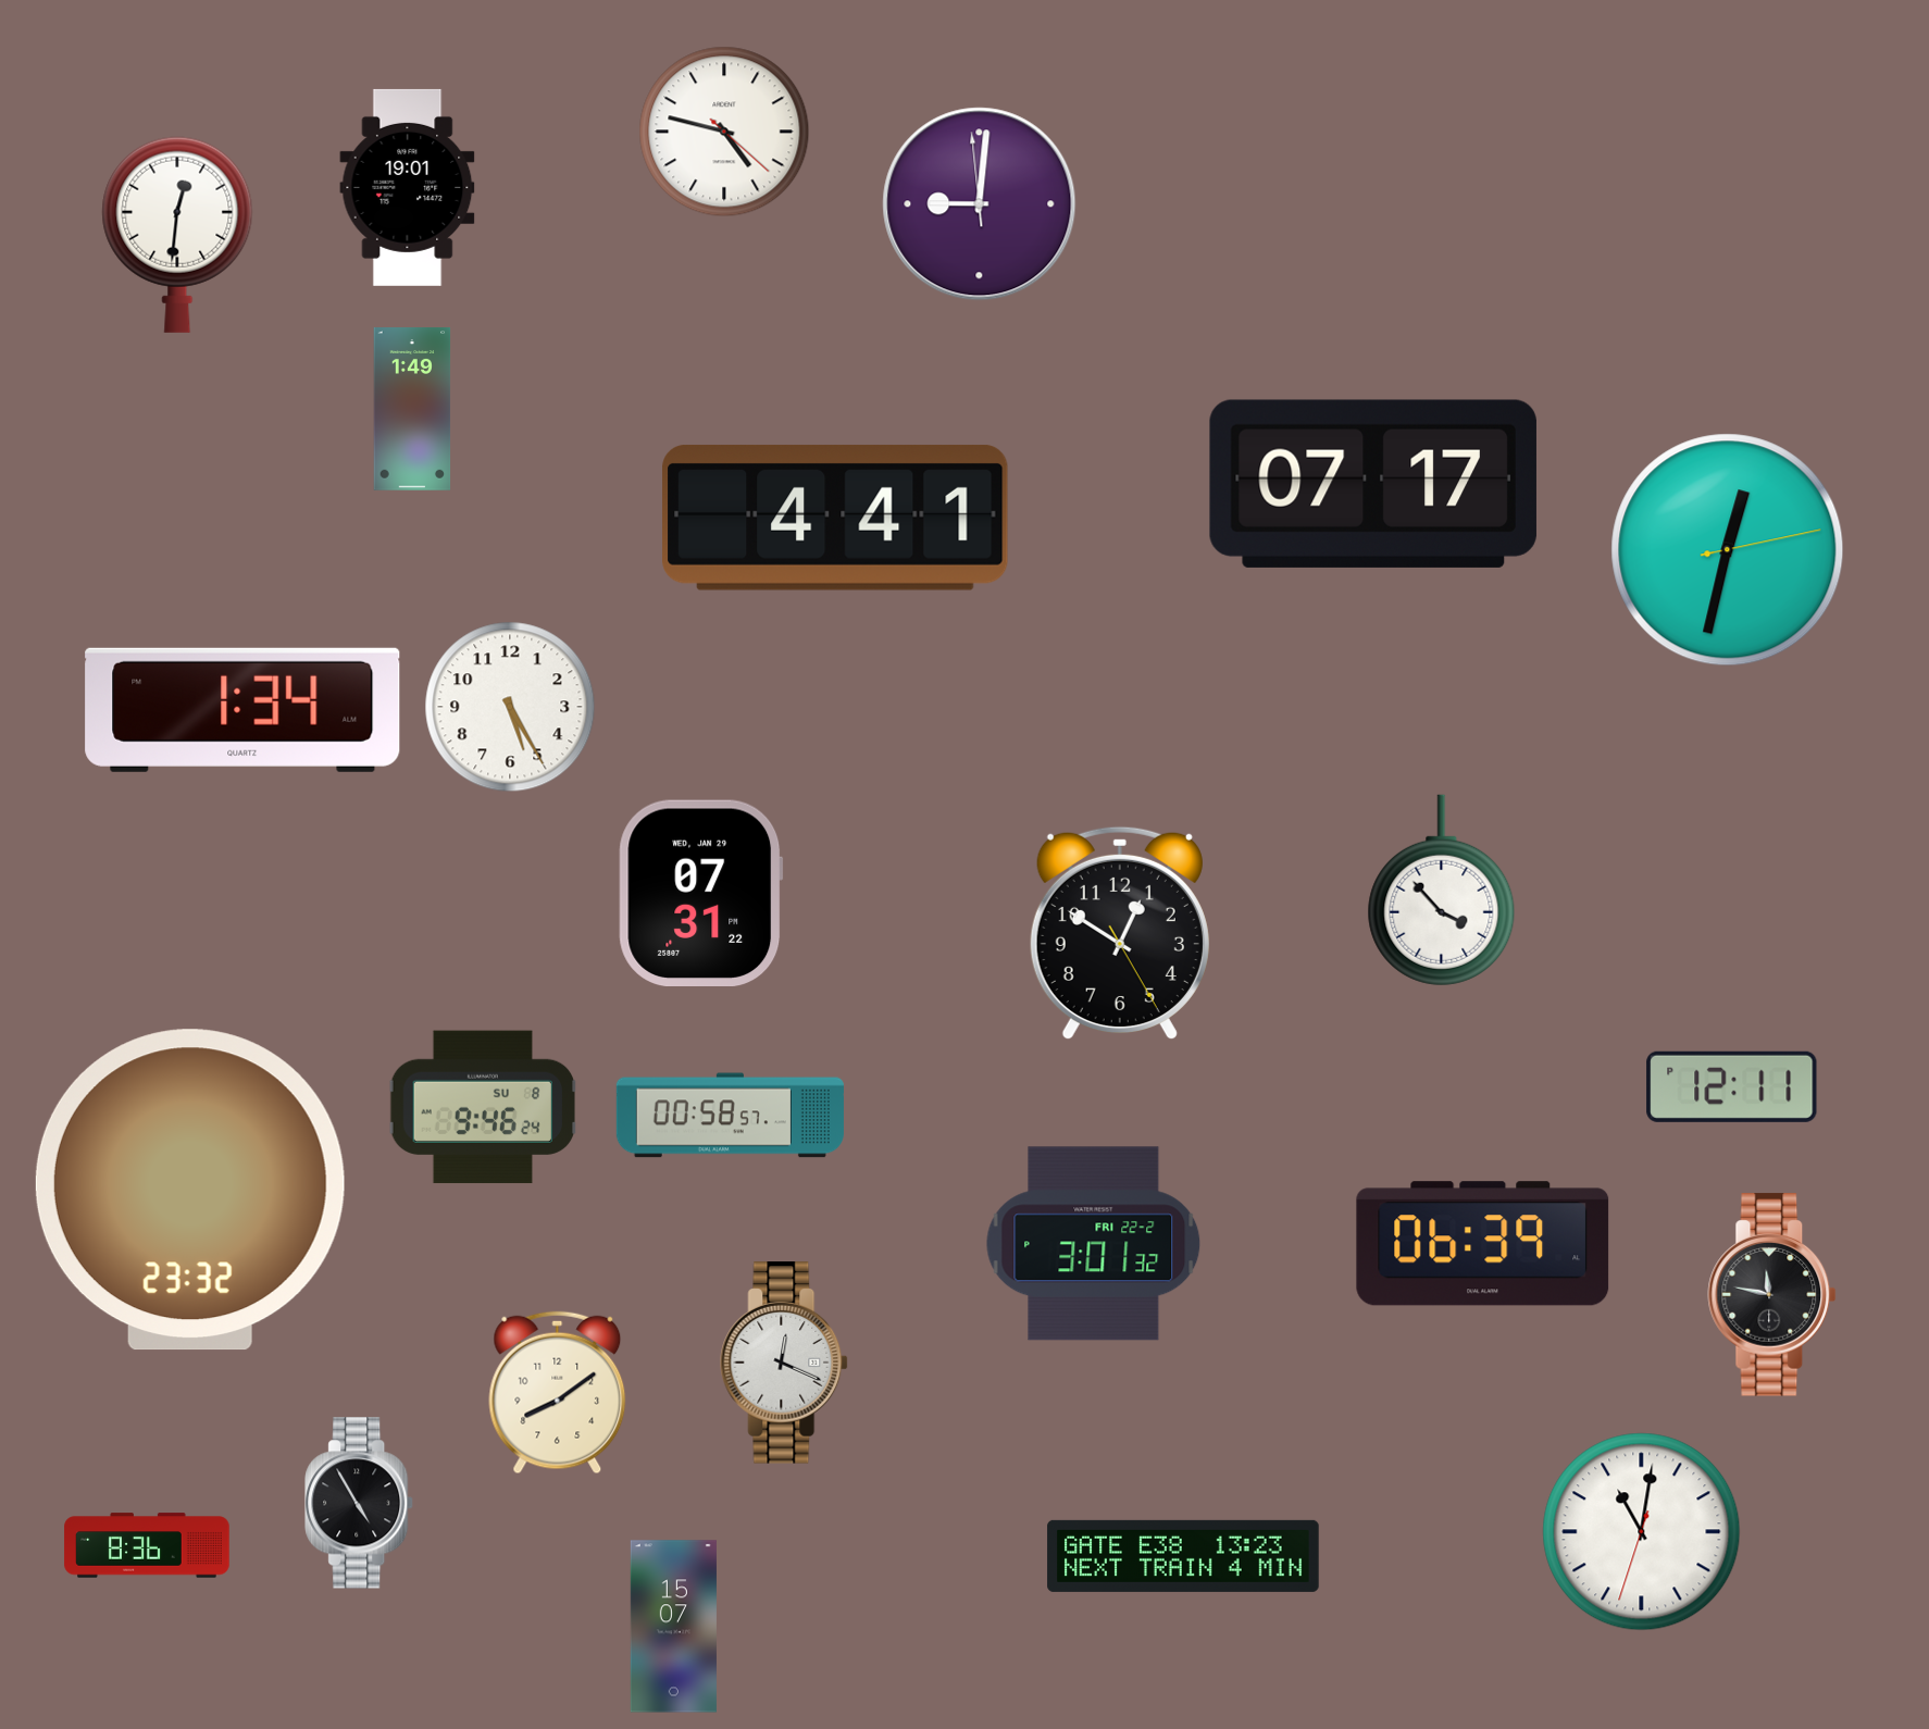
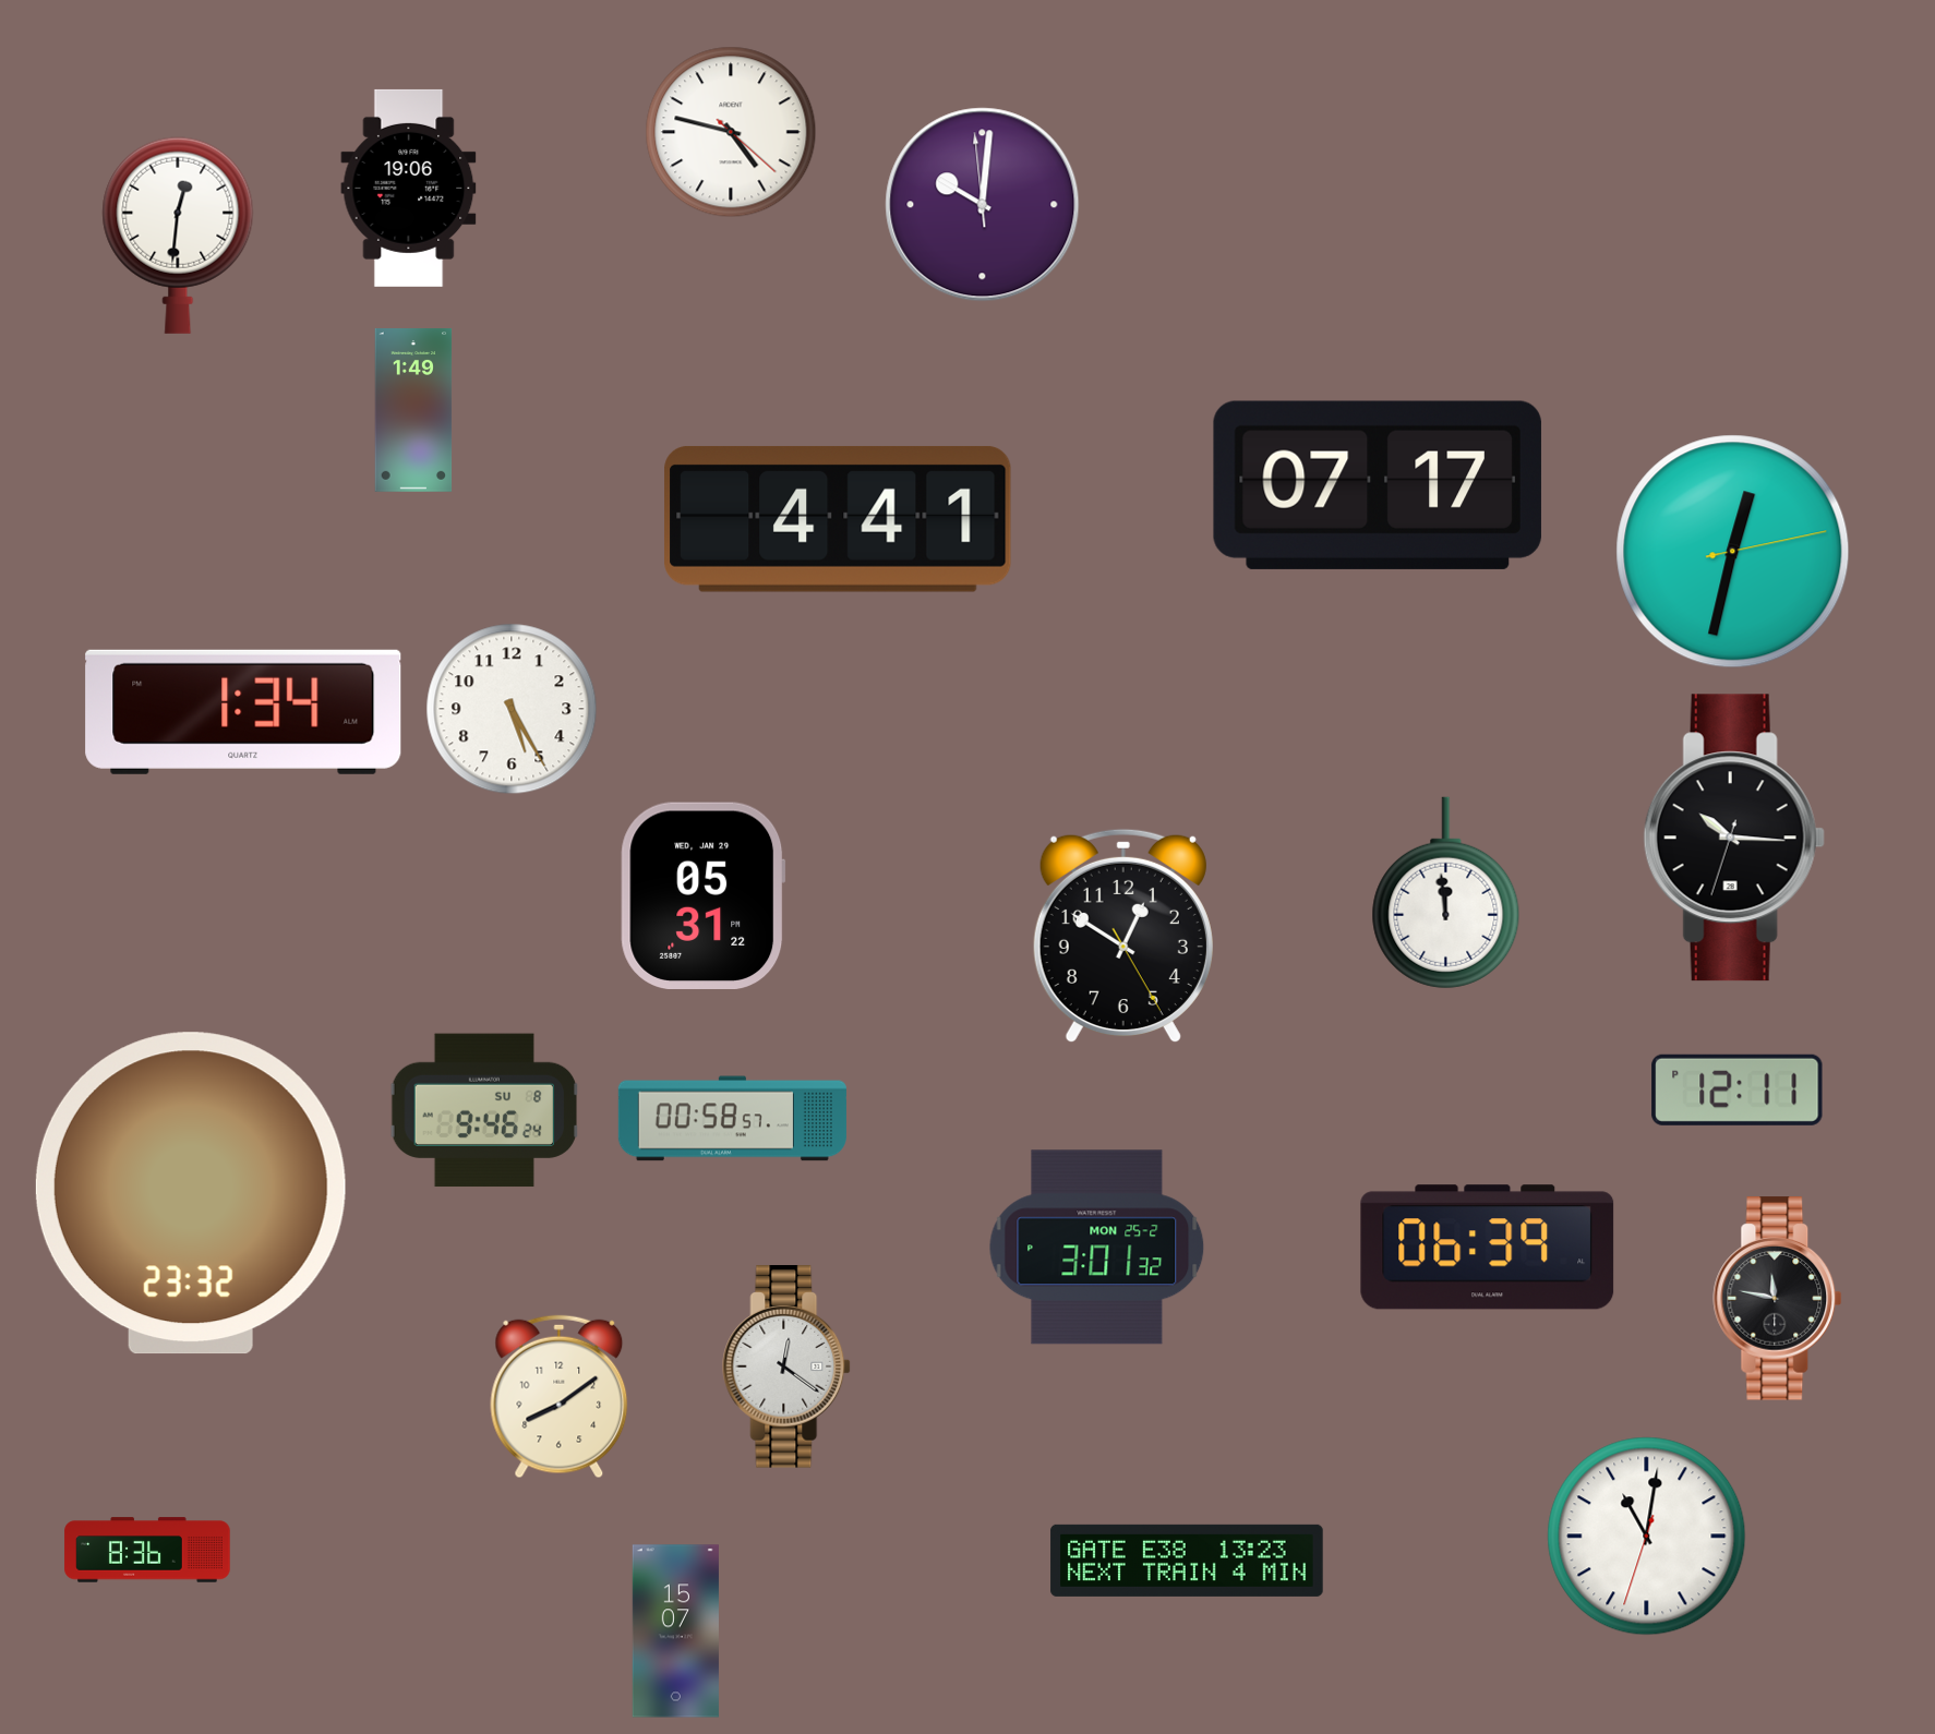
clock at (724, 132) position: (724, 132) -> (731, 132)
clock at (408, 187): 19:01 -> 19:06
clock at (980, 204): 9:00 -> 10:00
clock at (1734, 838): none -> 10:15
clock at (1442, 891): 3:53 -> 11:59
clock at (701, 893): 07:31 -> 05:31
clock at (1094, 1244) date: FRI 22-2 -> MON 25-2
clock at (785, 1363): 12:19 -> 12:21
clock at (360, 1503): 4:55 -> none
